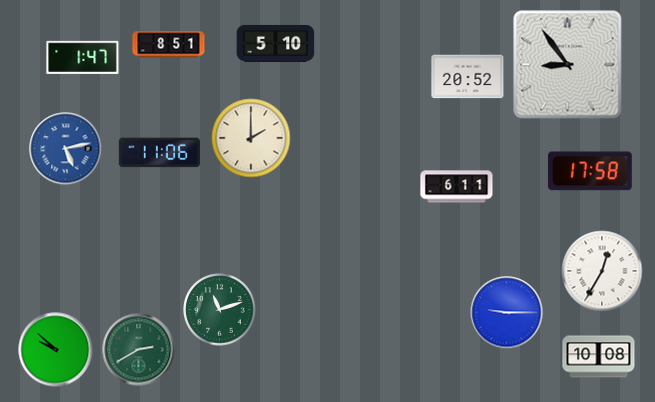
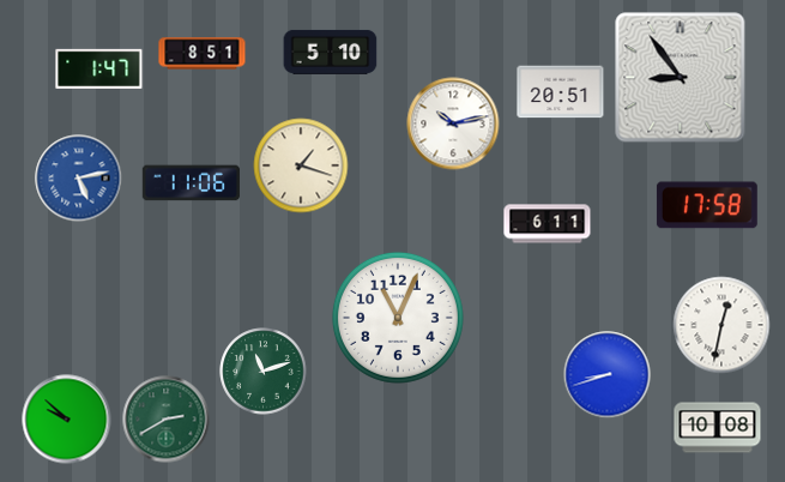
clock at (468, 77): 20:52 -> 20:51
clock at (453, 123): none -> 10:13
clock at (251, 138): 2:00 -> 1:18
clock at (398, 318): none -> 11:04
clock at (602, 271): 12:35 -> 12:32
clock at (507, 313): 9:15 -> 8:42
